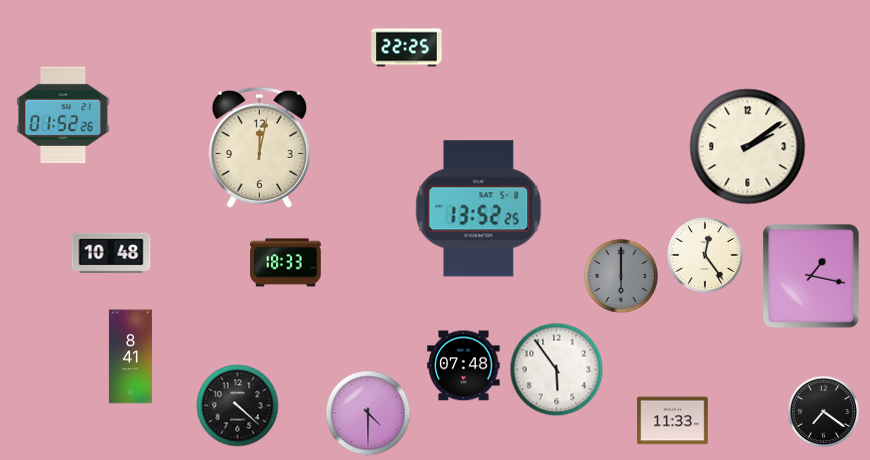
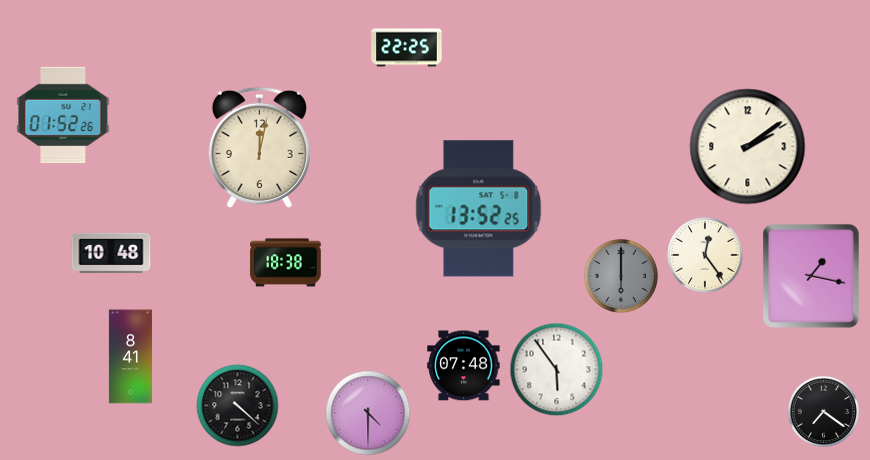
clock at (286, 263): 18:33 -> 18:38
clock at (673, 421): 11:33 -> none
